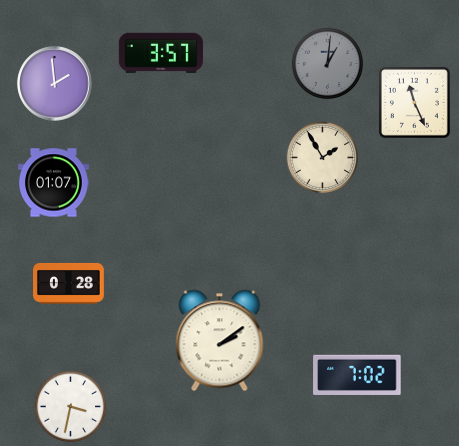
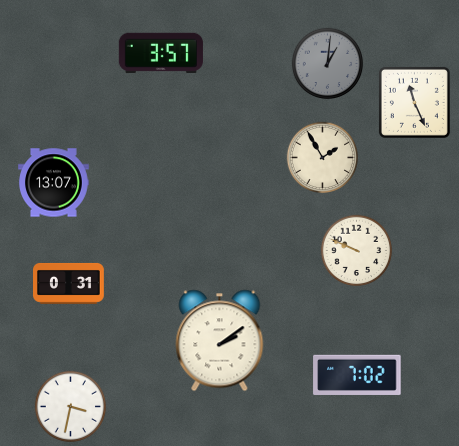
clock at (55, 84): 1:59 -> none
clock at (54, 183): 01:07 -> 13:07
clock at (357, 251): none -> 9:49
clock at (69, 283): 0:28 -> 0:31
